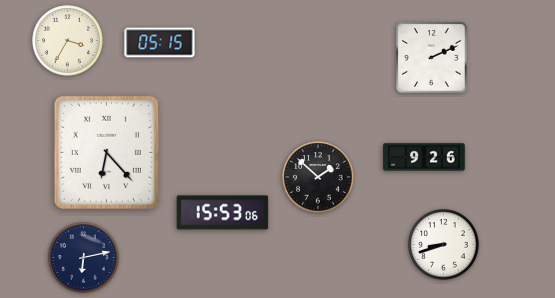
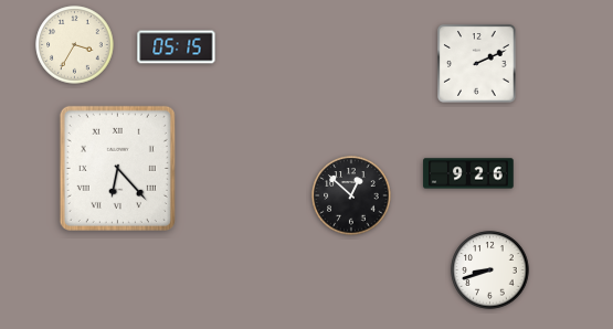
clock at (318, 177): 1:52 -> 12:52
clock at (223, 213): 15:53 -> none
clock at (84, 258): 6:13 -> none
